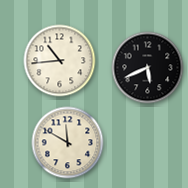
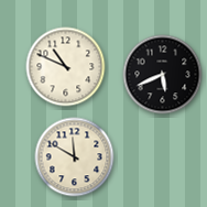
clock at (60, 61): 10:44 -> 10:49
